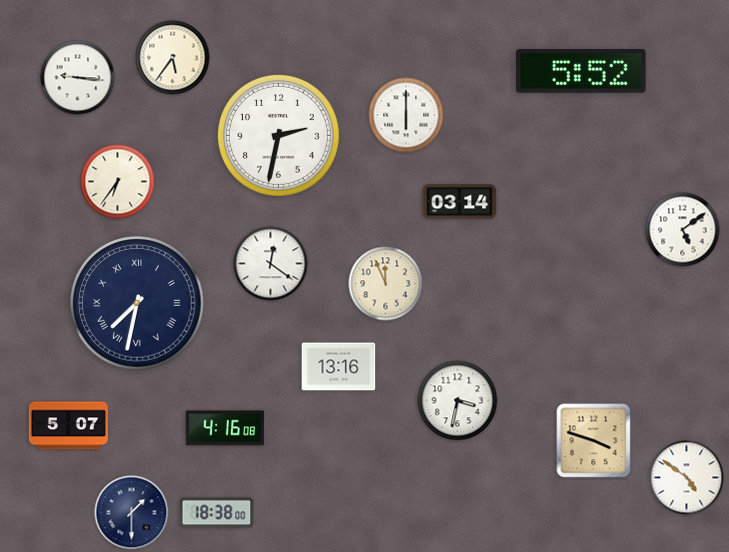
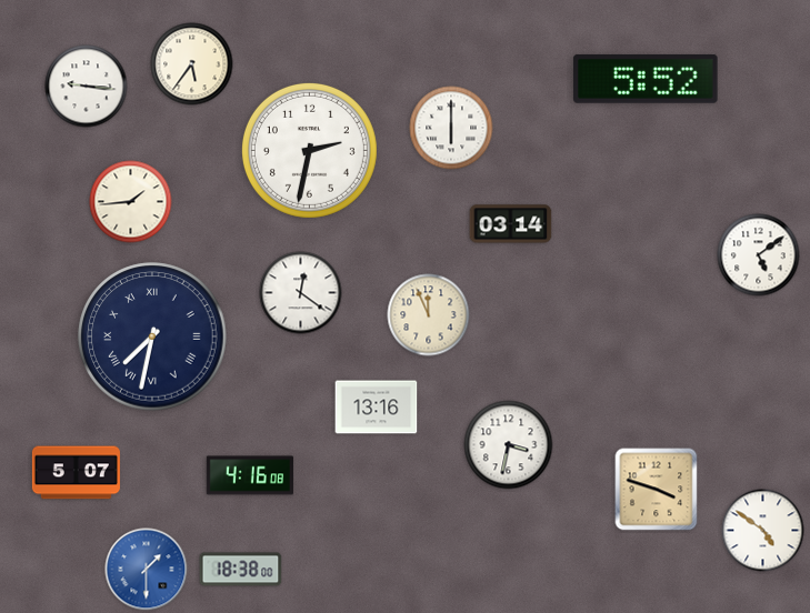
clock at (118, 182): 6:36 -> 1:44
clock at (594, 441) position: (594, 441) -> (657, 490)
clock at (132, 513) dial: navy -> blue
